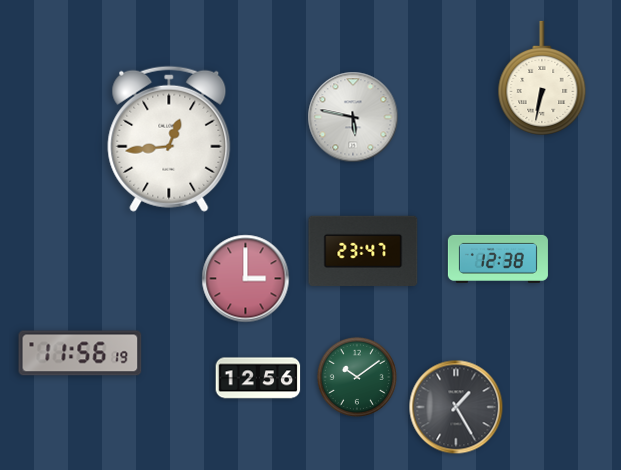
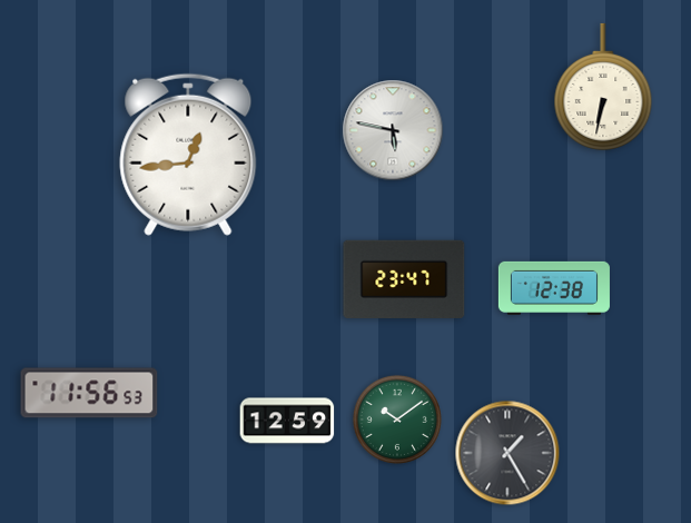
clock at (246, 279): 3:00 -> none
clock at (80, 353): 11:56:19 -> 11:56:53
clock at (258, 378): 12:56 -> 12:59
